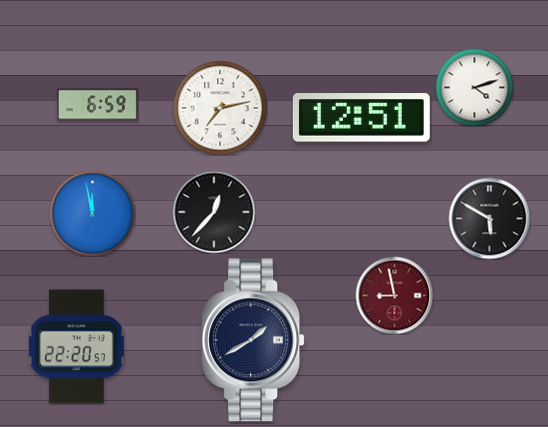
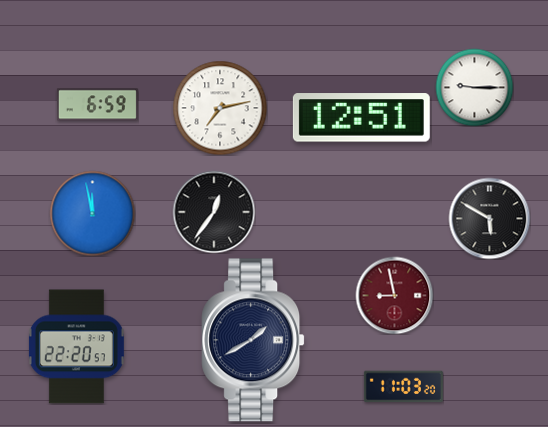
clock at (474, 87): 4:12 -> 9:15
clock at (214, 212): 12:37 -> 12:36
clock at (403, 387): none -> 11:03
